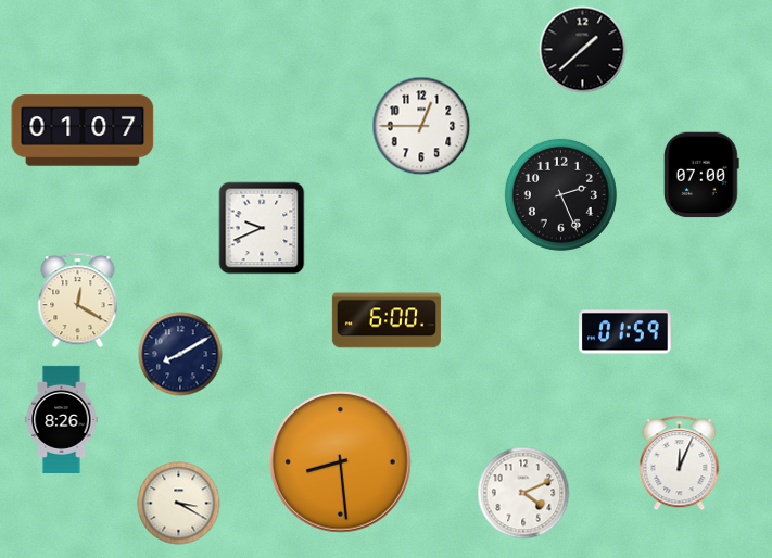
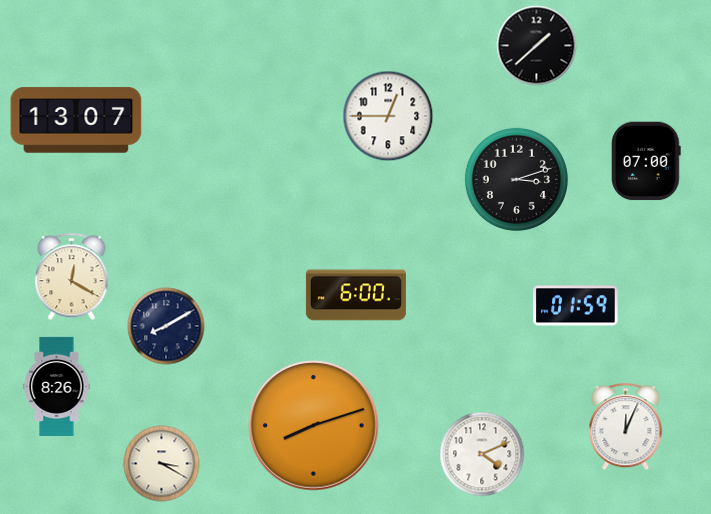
clock at (83, 130): 01:07 -> 13:07
clock at (560, 194): 2:26 -> 3:12
clock at (262, 228): 9:41 -> none
clock at (341, 462): 8:29 -> 8:12
clock at (179, 504) position: (179, 504) -> (162, 464)
